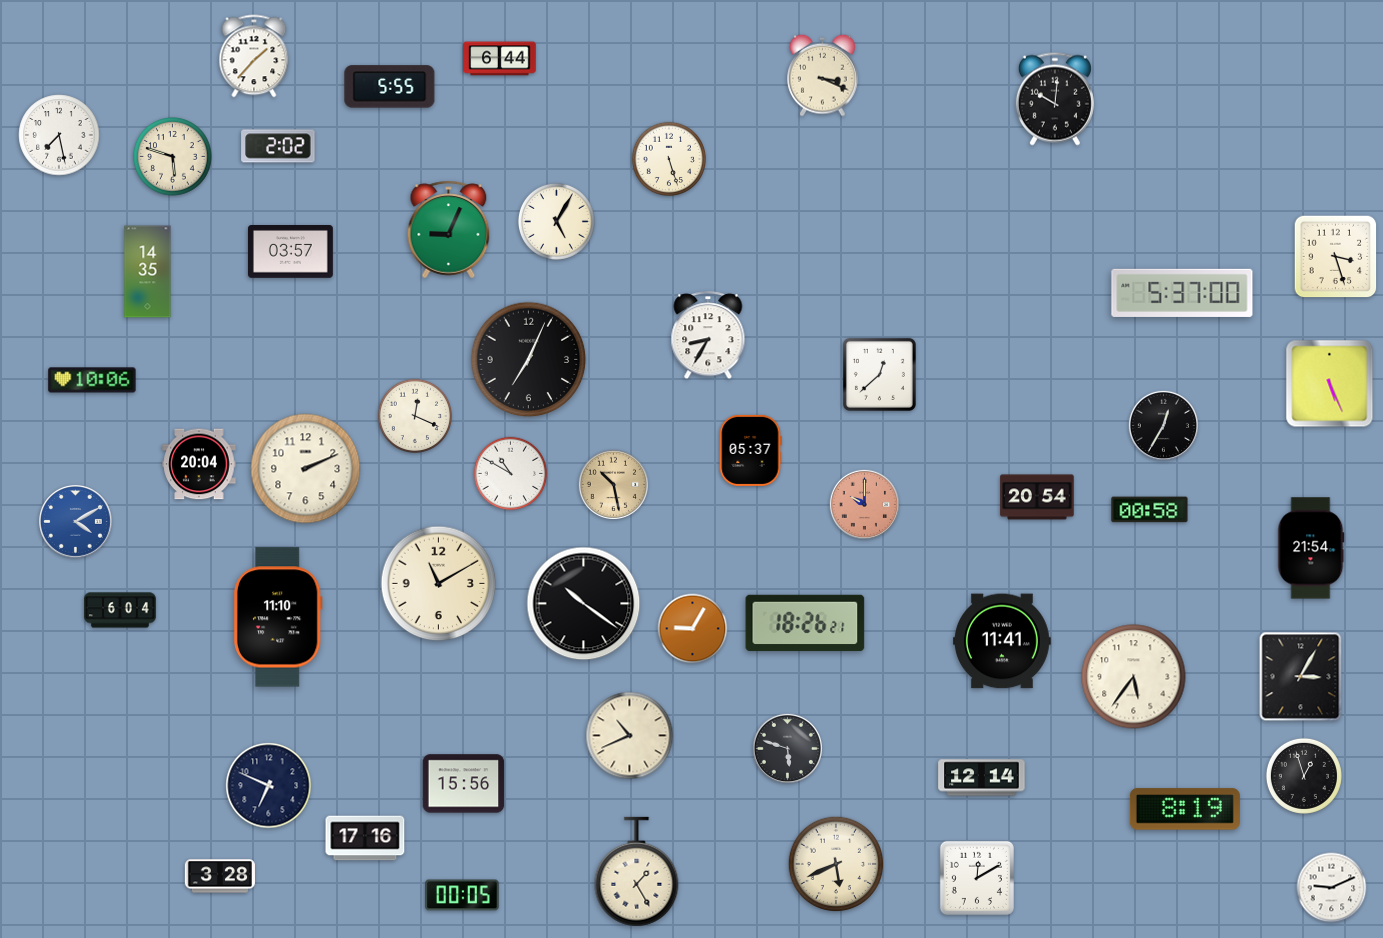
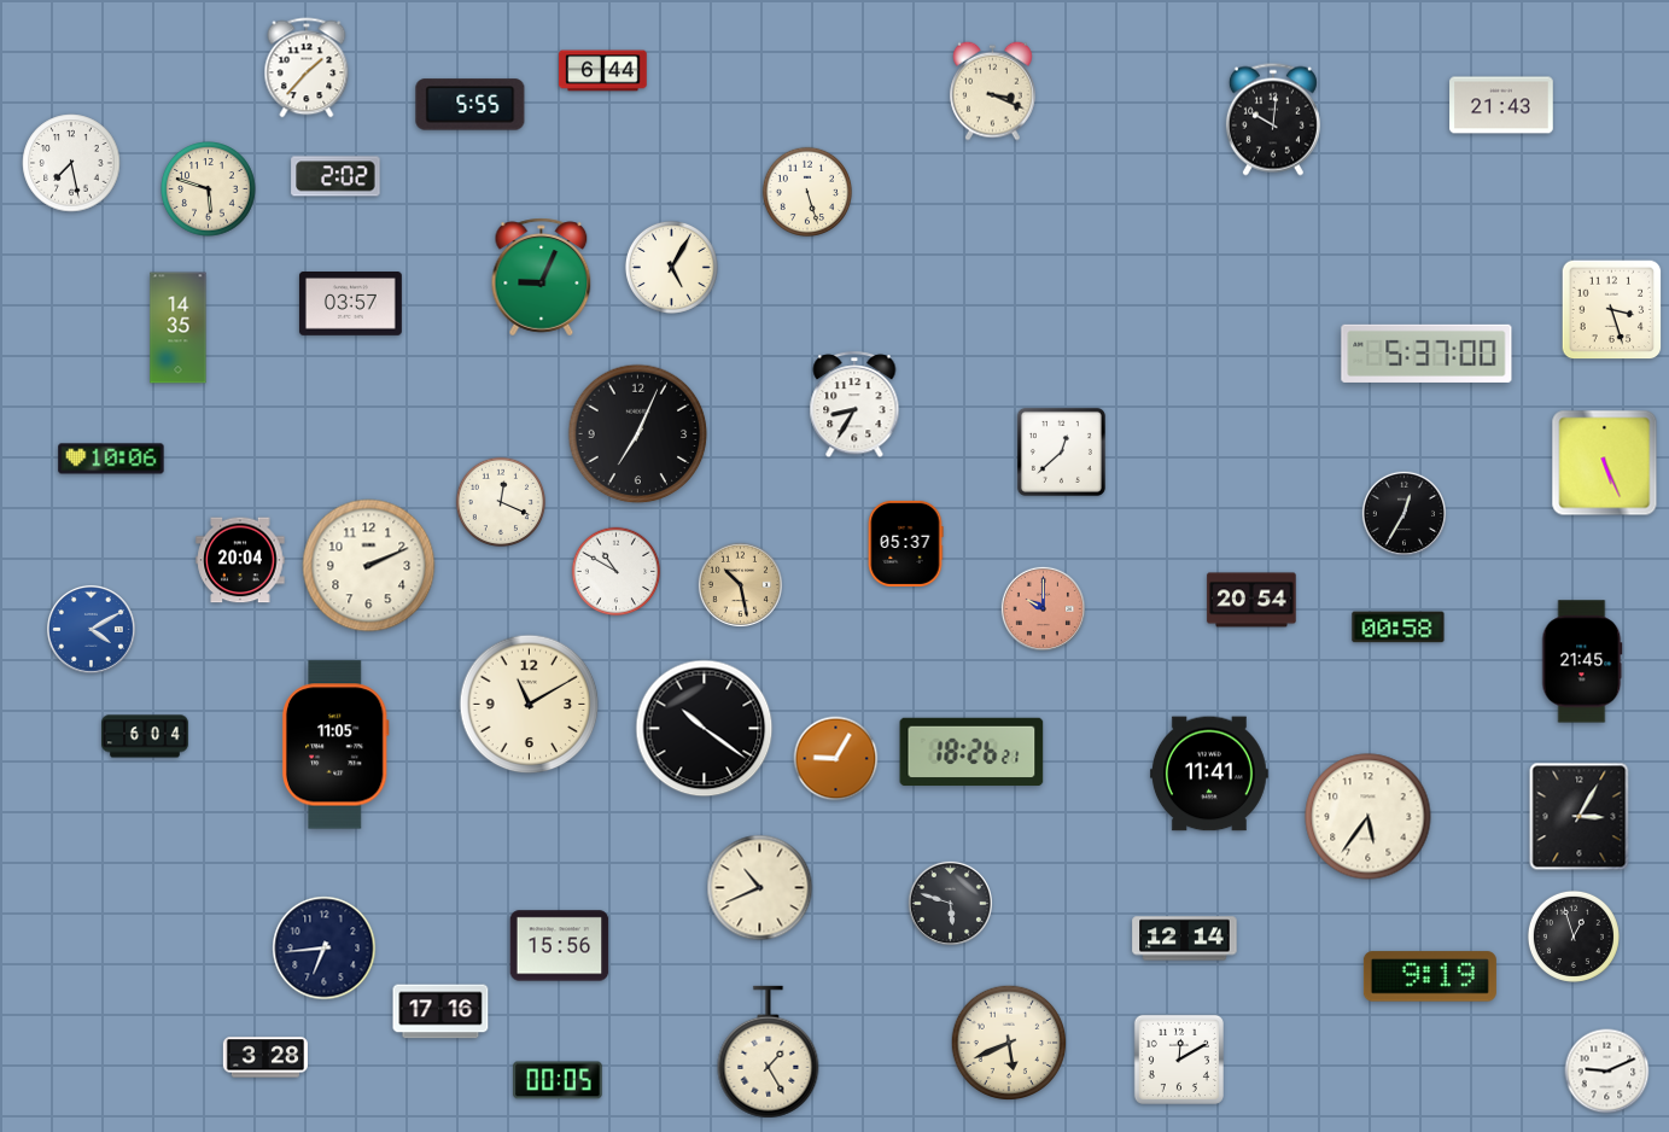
clock at (1501, 105): none -> 21:43
clock at (1150, 510) position: (1150, 510) -> (1399, 628)
clock at (1311, 548): 21:54 -> 21:45
clock at (278, 617): 11:10 -> 11:05
clock at (1301, 677) position: (1301, 677) -> (1580, 817)
clock at (269, 786): 6:49 -> 6:44
clock at (1185, 809): 8:19 -> 9:19
